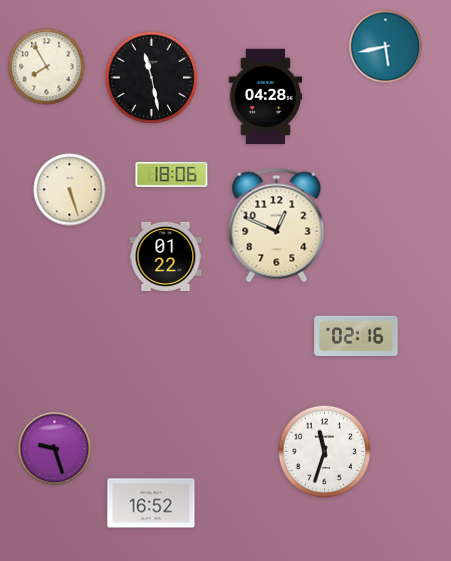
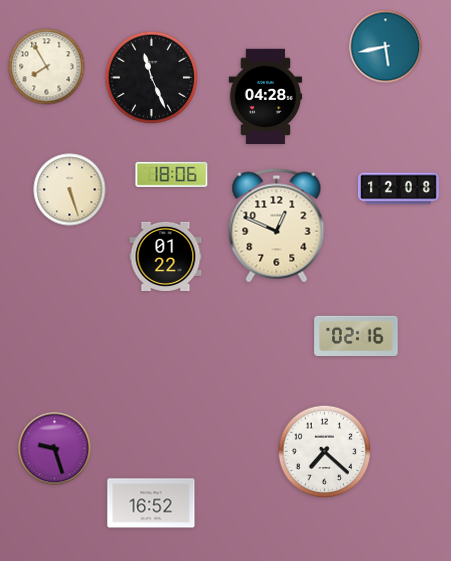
clock at (152, 78): 11:28 -> 11:26
clock at (399, 189): none -> 12:08
clock at (325, 452): 11:33 -> 7:22
